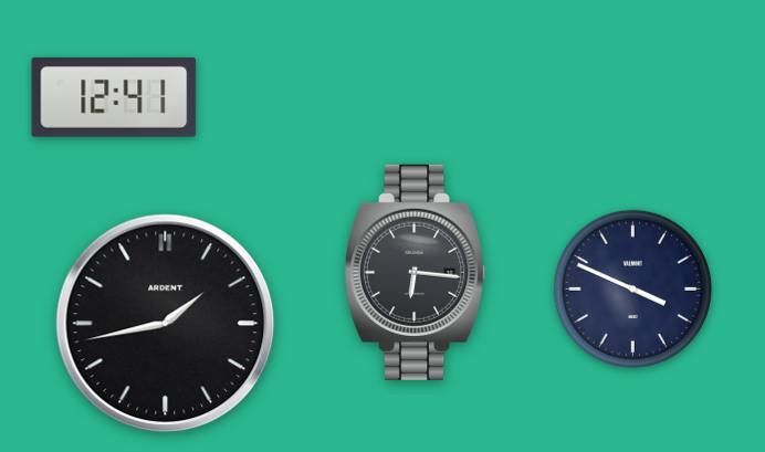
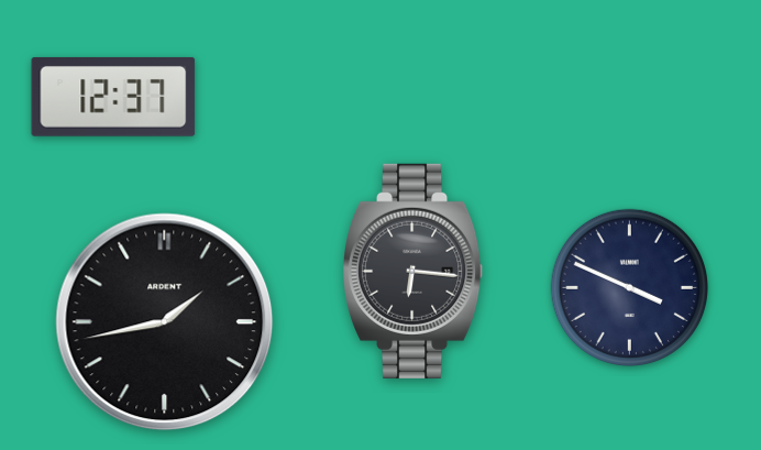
clock at (114, 97): 12:41 -> 12:37
